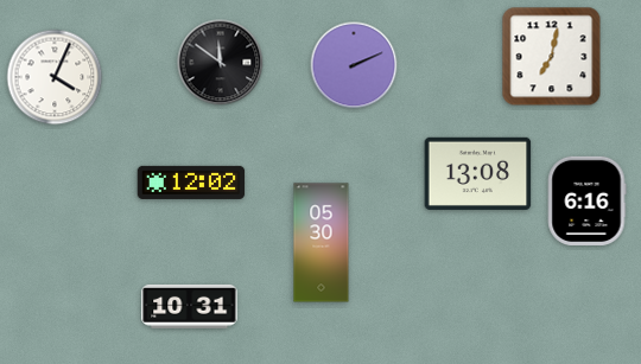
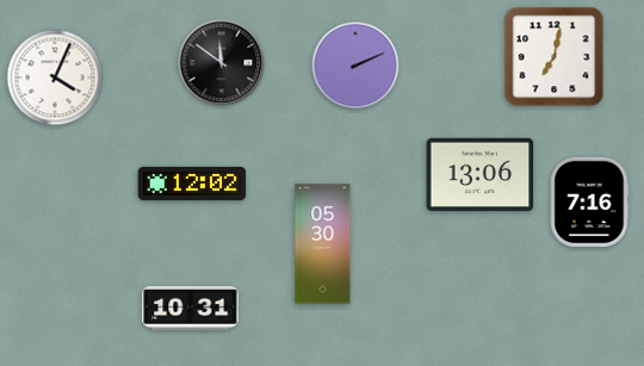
clock at (478, 173): 13:08 -> 13:06
clock at (586, 200): 6:16 -> 7:16
